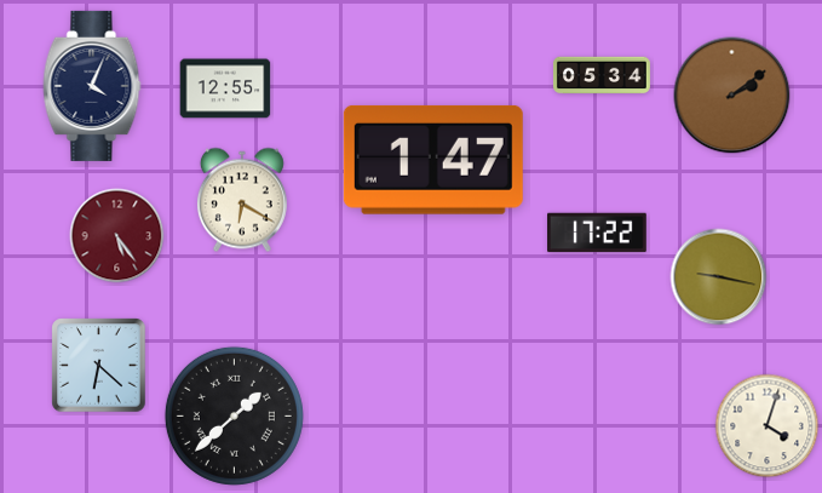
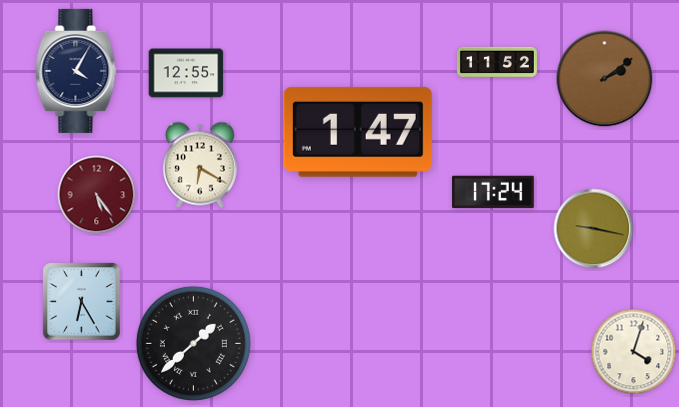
clock at (602, 75): 05:34 -> 11:52
clock at (92, 86): 4:04 -> 4:05
clock at (597, 233): 17:22 -> 17:24
clock at (99, 366): 6:22 -> 6:25
